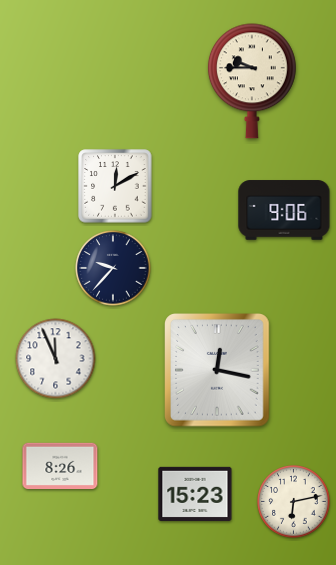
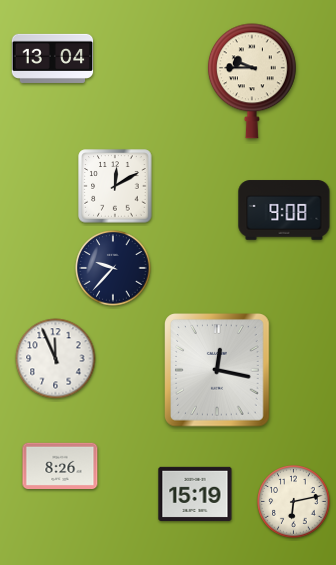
clock at (53, 58): none -> 13:04
clock at (284, 210): 9:06 -> 9:08
clock at (195, 494): 15:23 -> 15:19
